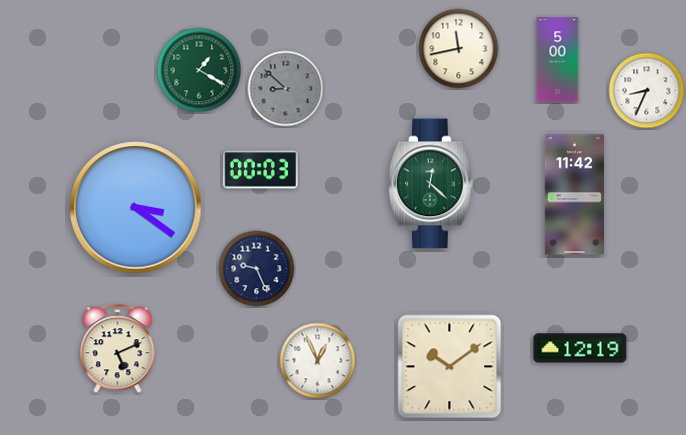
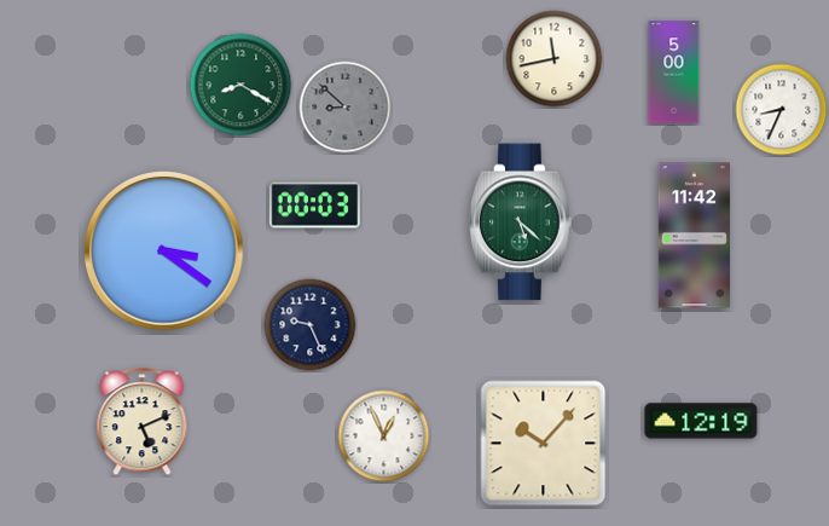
clock at (199, 70): 1:20 -> 8:20
clock at (431, 184): 12:22 -> 5:22
clock at (450, 367): 10:09 -> 10:07
